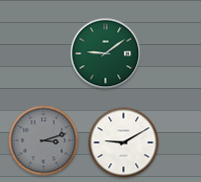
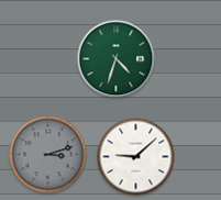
clock at (106, 54): 9:09 -> 4:33
clock at (124, 143): 9:10 -> 9:08
